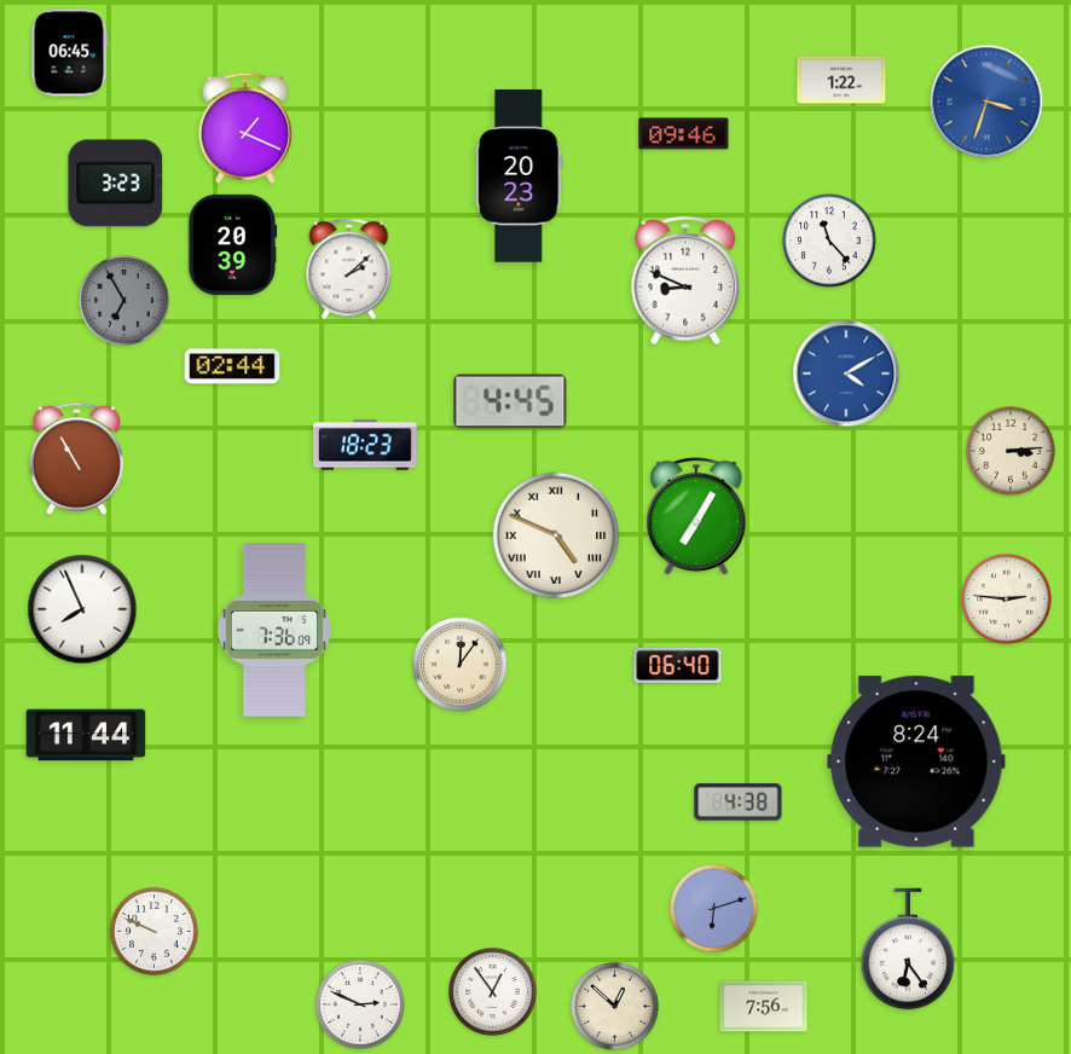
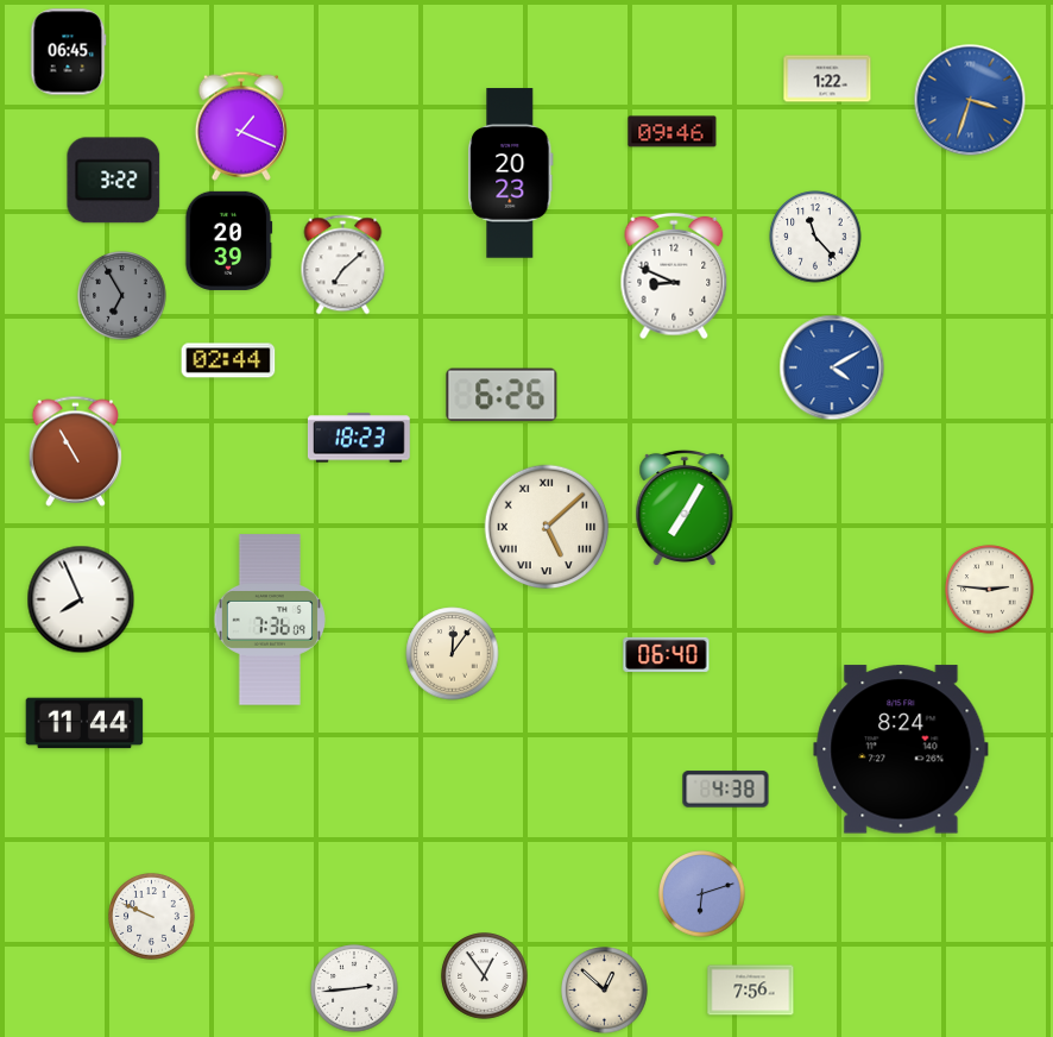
clock at (116, 184): 3:23 -> 3:22
clock at (349, 270): 2:08 -> 7:08
clock at (510, 401): 4:45 -> 6:26
clock at (1011, 451): 3:14 -> none
clock at (556, 535): 4:49 -> 5:08
clock at (908, 949): 6:24 -> none
clock at (360, 1004): 2:49 -> 2:44
